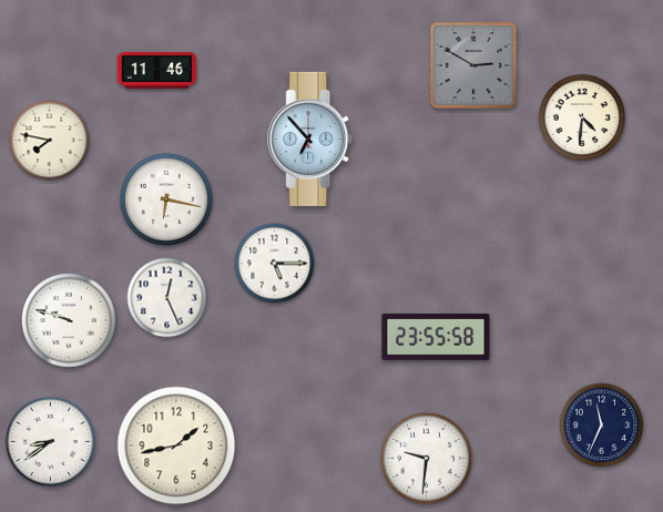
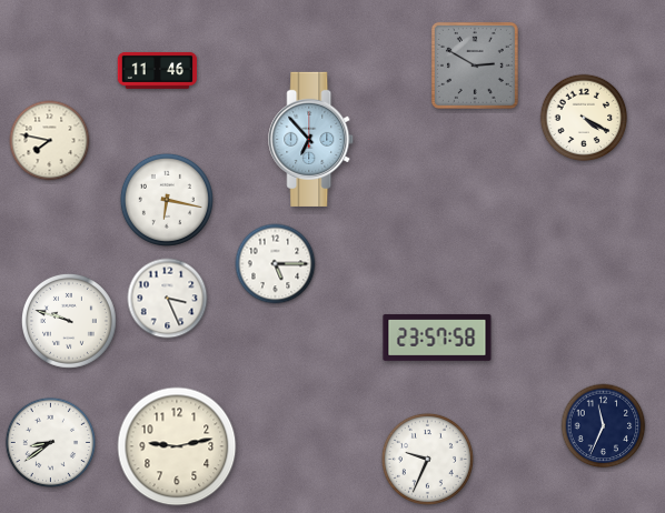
clock at (582, 117): 4:31 -> 4:20
clock at (167, 298): 12:26 -> 3:26
clock at (436, 337): 23:55 -> 23:57
clock at (176, 446): 1:43 -> 9:13
clock at (426, 458): 9:31 -> 9:34
